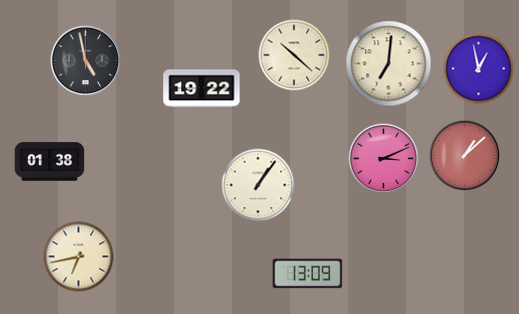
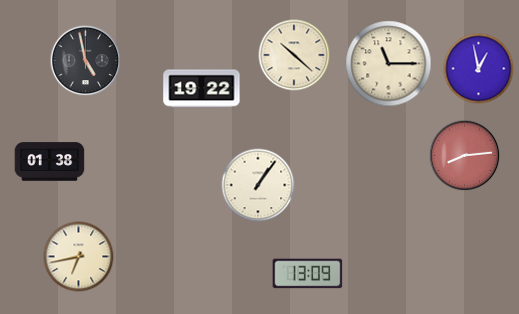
clock at (389, 64): 7:01 -> 11:15
clock at (465, 156): 1:08 -> 8:14
clock at (384, 159): 3:11 -> none
